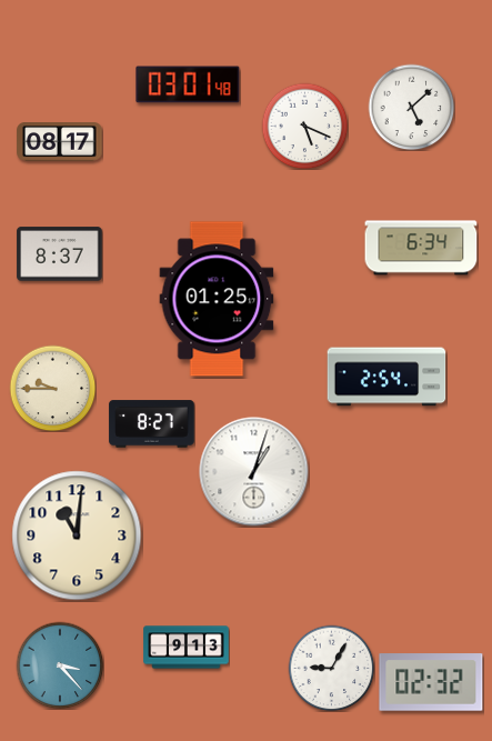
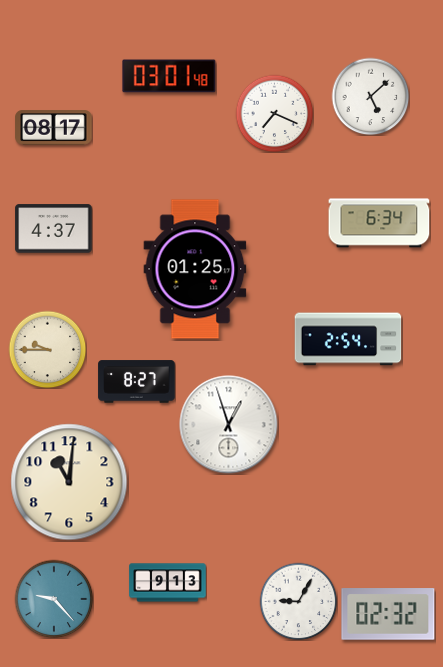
clock at (304, 126): 5:19 -> 7:19
clock at (60, 254): 8:37 -> 4:37
clock at (254, 472): 1:03 -> 12:57
clock at (60, 665): 3:23 -> 9:23
